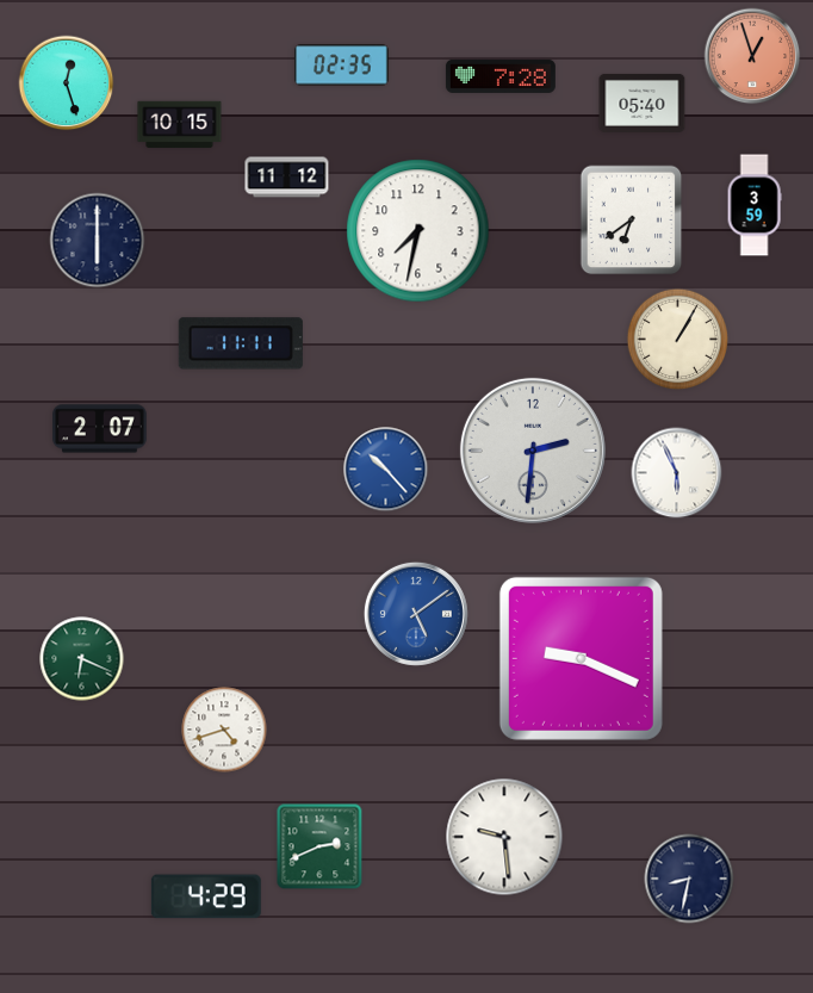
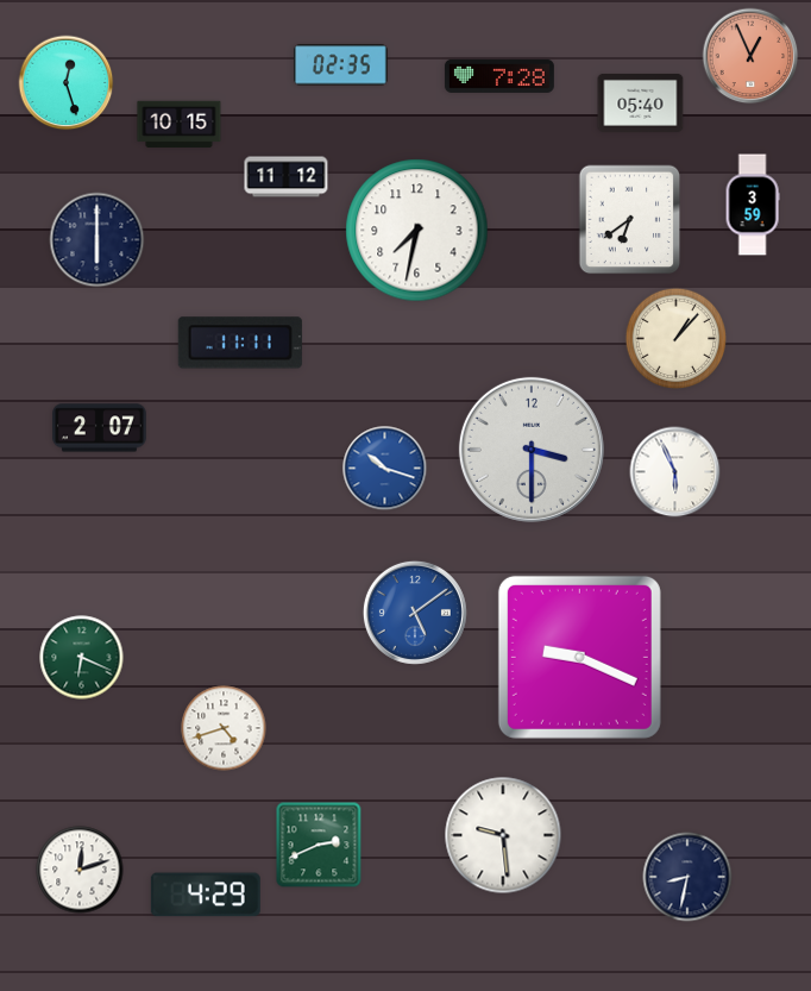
clock at (752, 56): 12:57 -> 12:56
clock at (678, 340): 1:05 -> 1:07
clock at (533, 451): 2:31 -> 3:30
clock at (386, 470): 10:23 -> 10:18
clock at (80, 870): none -> 12:12
